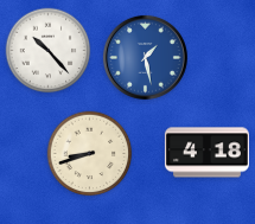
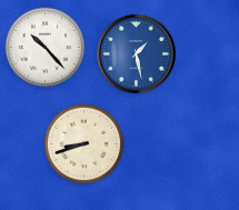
clock at (206, 153): 4:18 -> none
